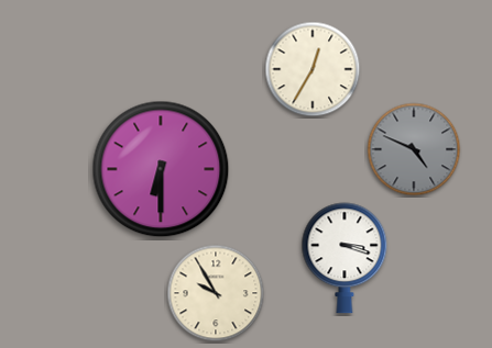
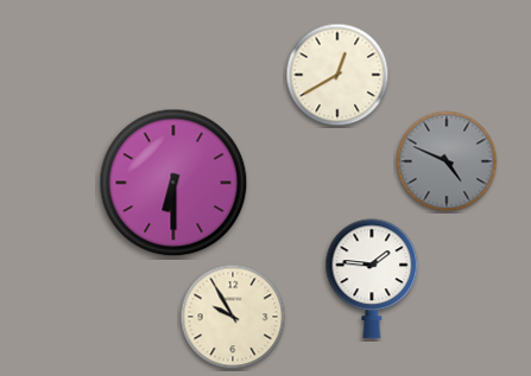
clock at (313, 69): 12:35 -> 12:40
clock at (345, 258): 3:18 -> 1:46
